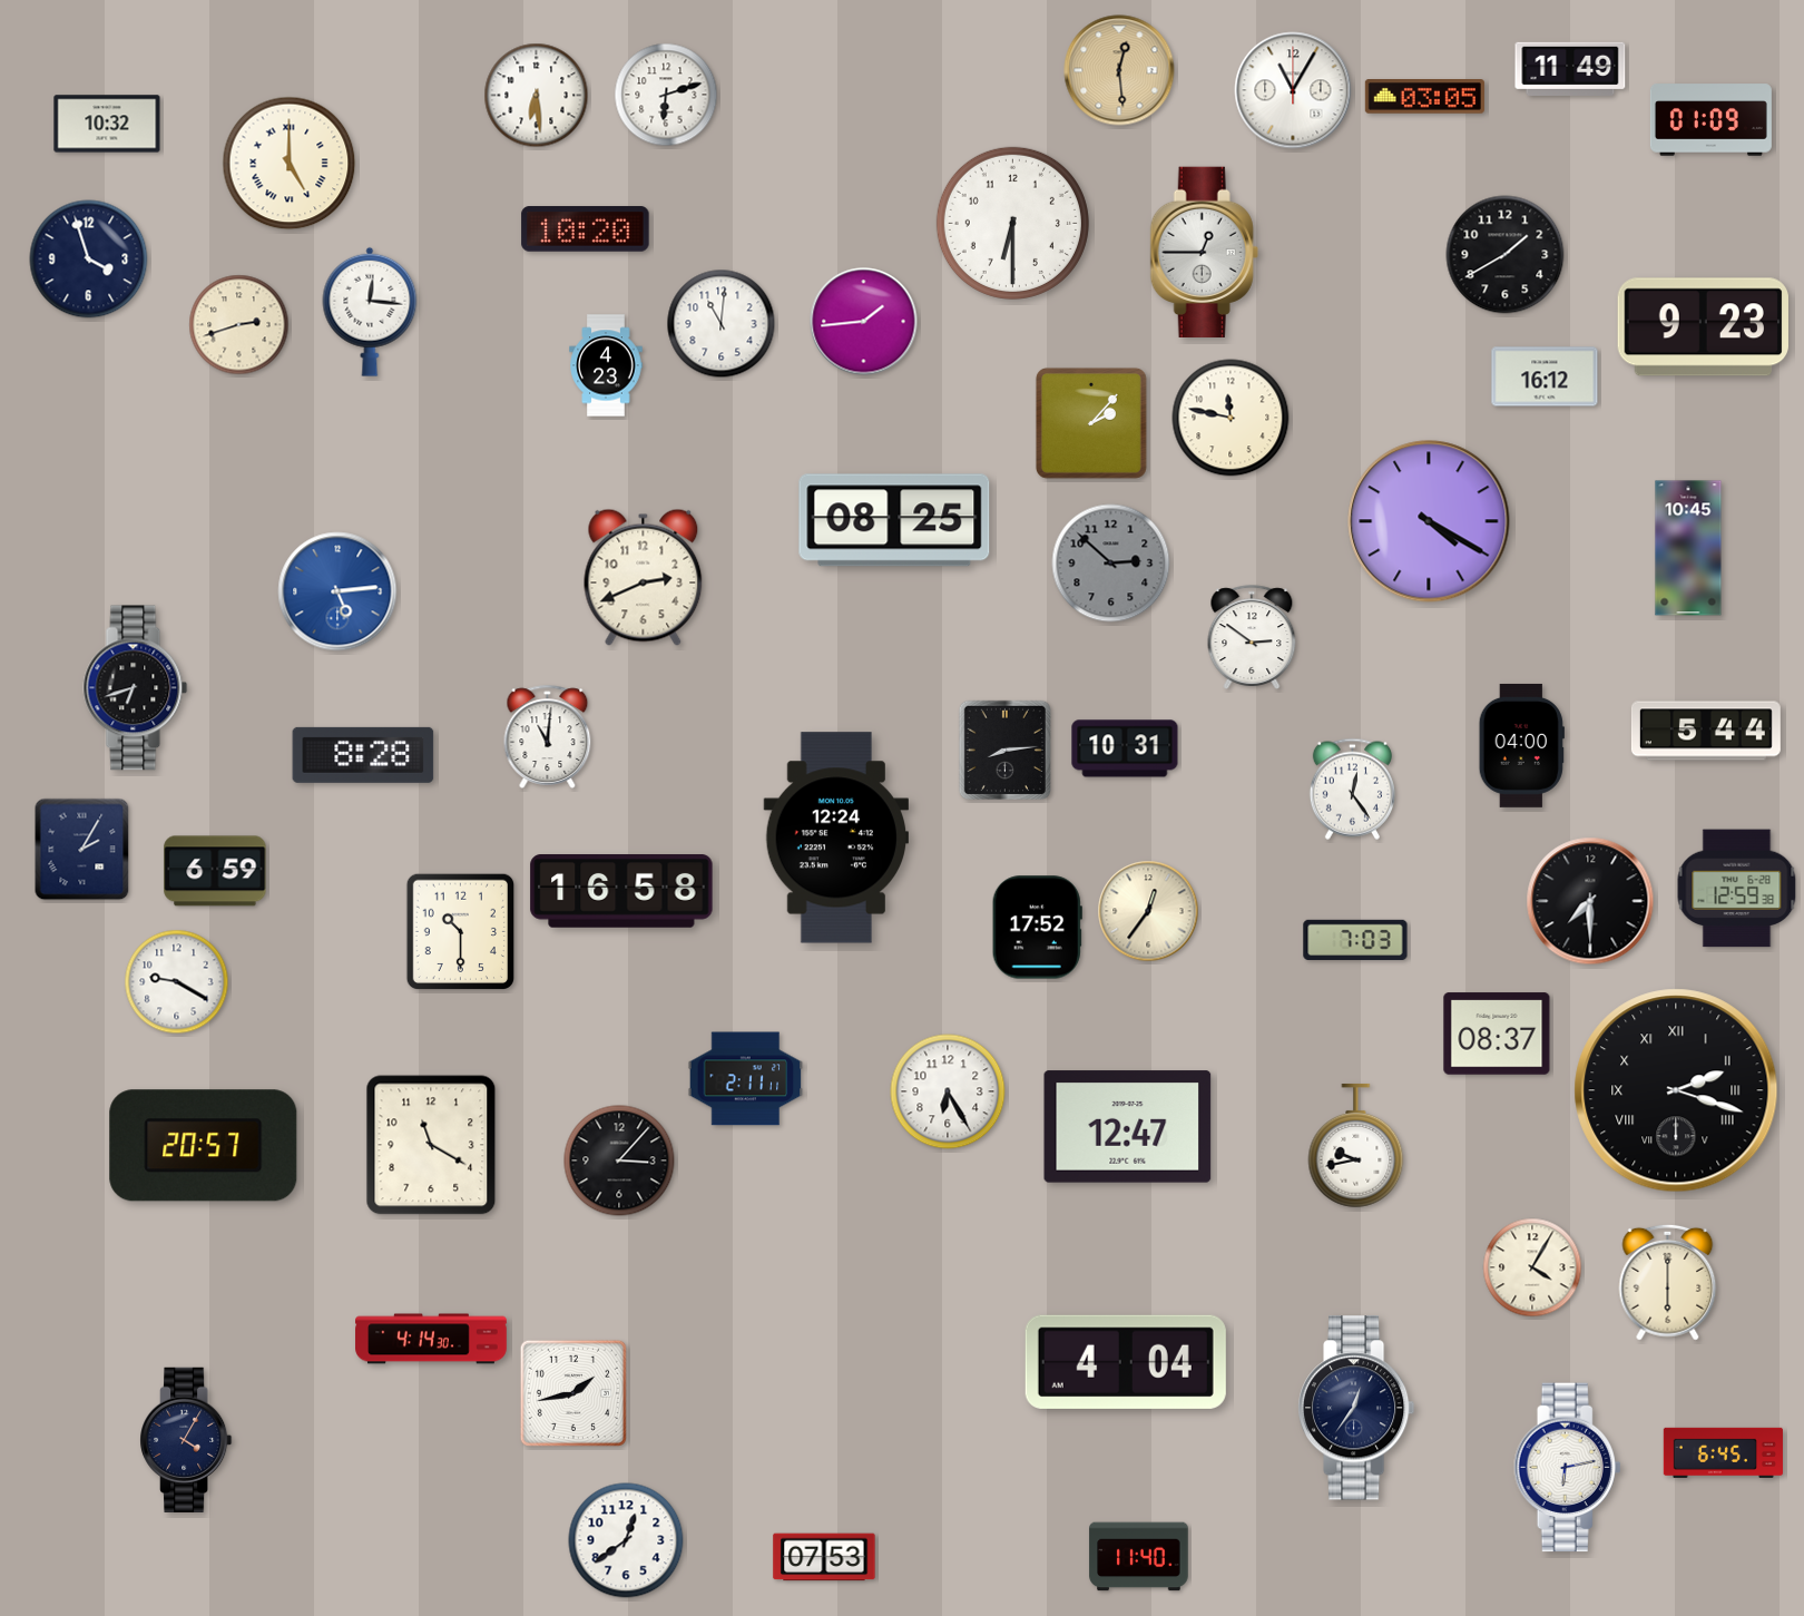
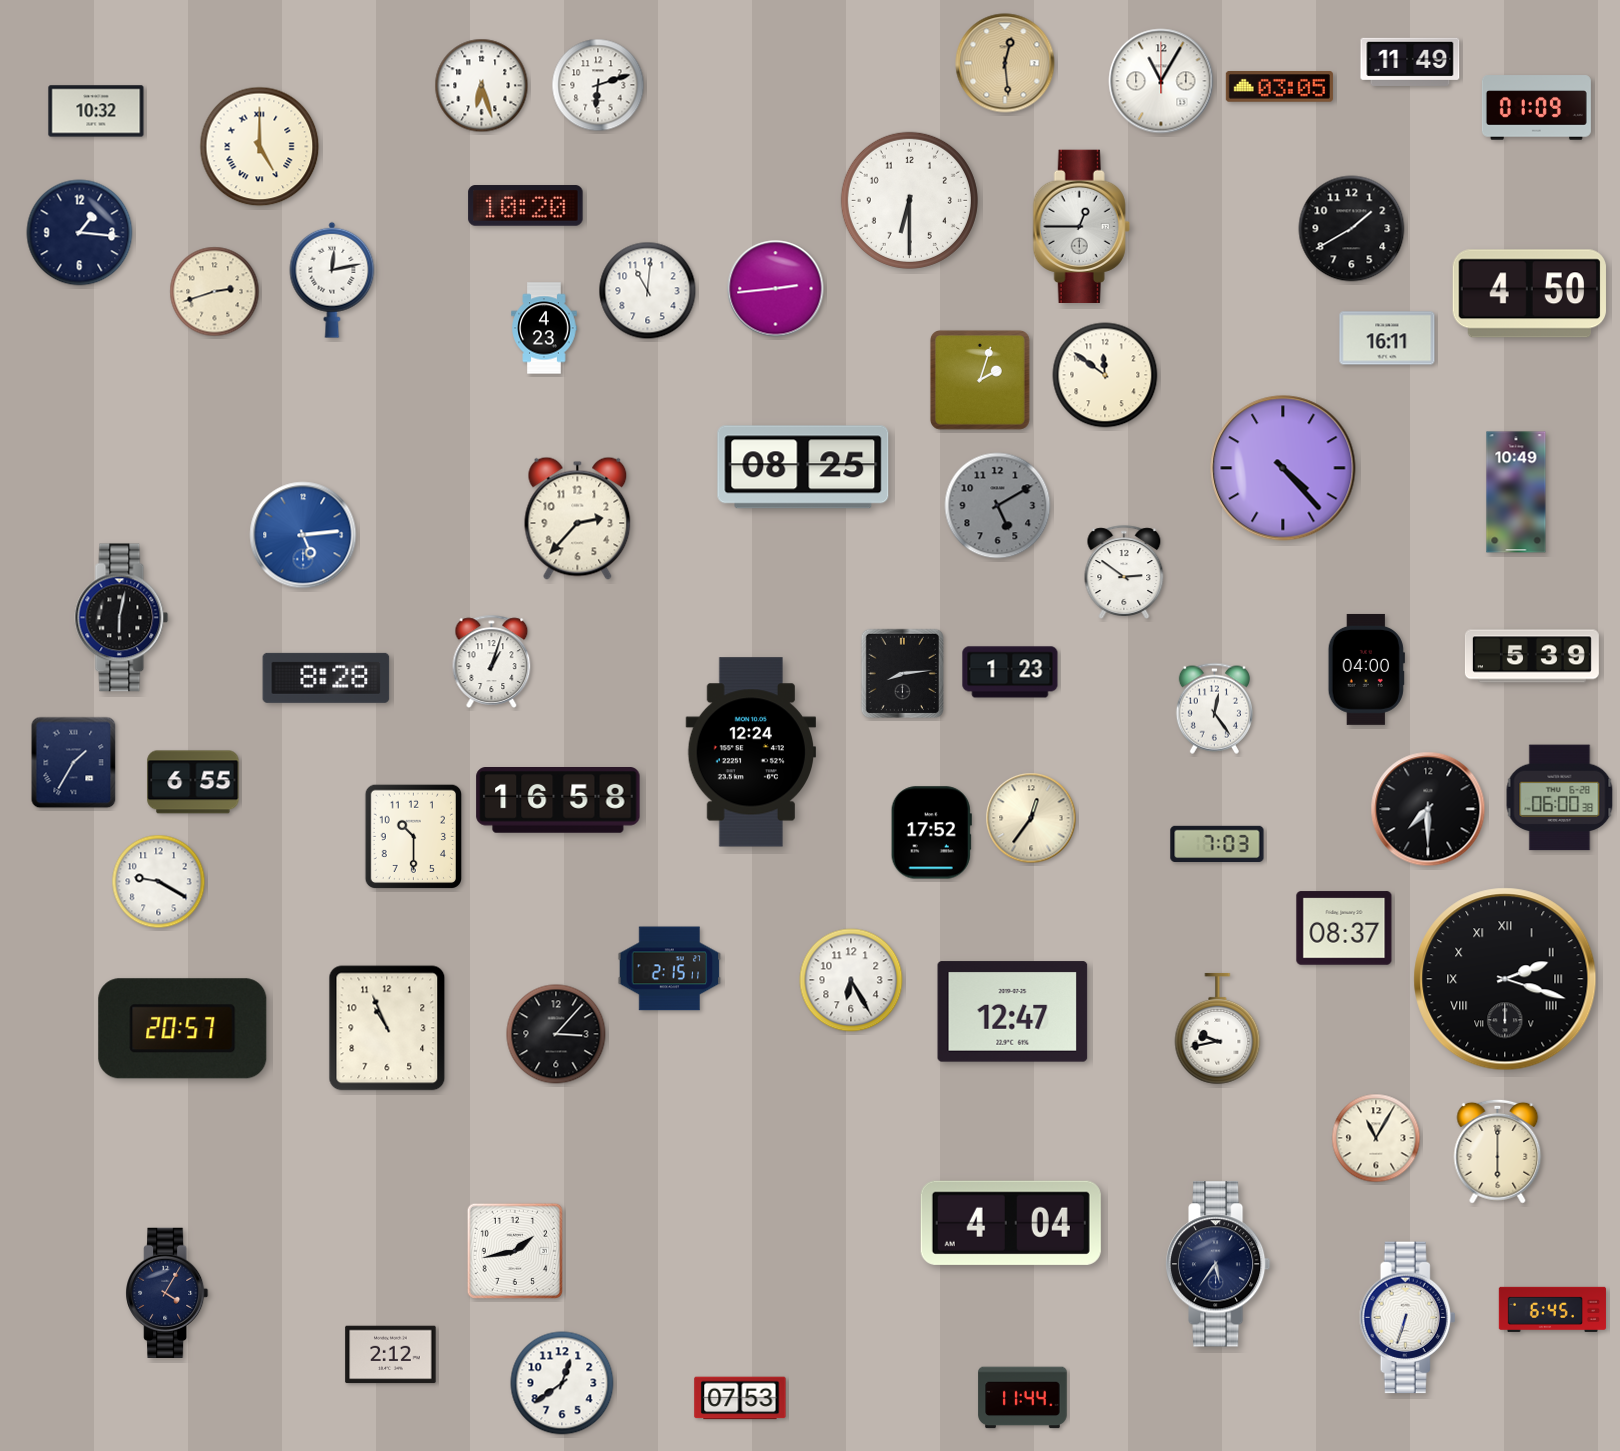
clock at (537, 96): 6:29 -> 6:27
clock at (89, 259): 3:57 -> 1:16
clock at (370, 312): 12:16 -> 12:13
clock at (864, 322): 1:44 -> 2:44
clock at (1703, 327): 9:23 -> 4:50
clock at (1545, 376): 16:12 -> 16:11
clock at (1231, 418): 11:47 -> 11:51
clock at (1091, 423): 2:07 -> 2:03
clock at (1429, 521): 4:20 -> 4:23
clock at (1688, 548): 10:45 -> 10:49
clock at (1111, 564): 2:52 -> 5:10
clock at (644, 577): 2:41 -> 2:37
clock at (337, 591) position: (337, 591) -> (303, 535)
clock at (136, 688): 6:42 -> 6:02
clock at (1706, 731): 5:44 -> 5:39
clock at (548, 736): 11:01 -> 1:03
clock at (1125, 748): 10:31 -> 1:23
clock at (82, 850): 2:05 -> 1:35
clock at (215, 871): 6:59 -> 6:55
clock at (1737, 889): 12:59 -> 06:00
clock at (746, 1079): 2:11 -> 2:15
clock at (431, 1145): 11:20 -> 10:56
clock at (619, 1160) position: (619, 1160) -> (556, 1034)
clock at (1532, 1267): 4:05 -> 11:05
clock at (431, 1339): 4:14 -> none
clock at (1356, 1408): 12:36 -> 5:36
clock at (1723, 1452) position: (1723, 1452) -> (1552, 1309)
clock at (1568, 1468): 6:13 -> 6:33
clock at (391, 1355): none -> 2:12
clock at (1139, 1557): 11:40 -> 11:44
